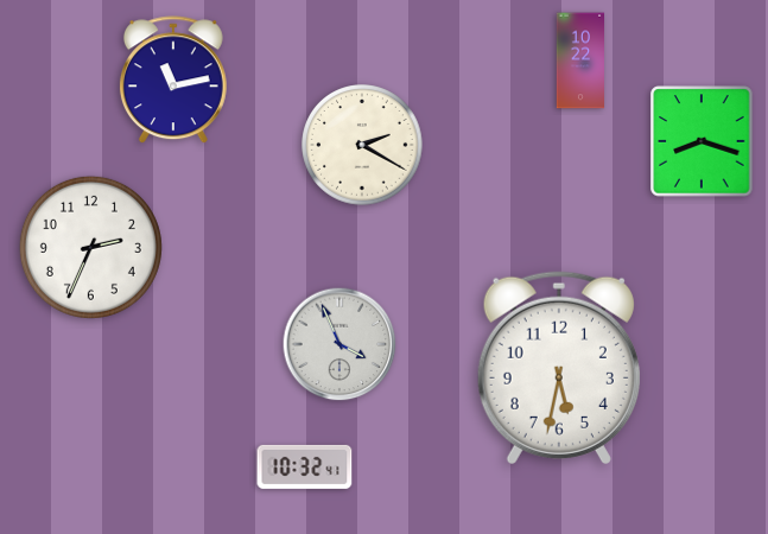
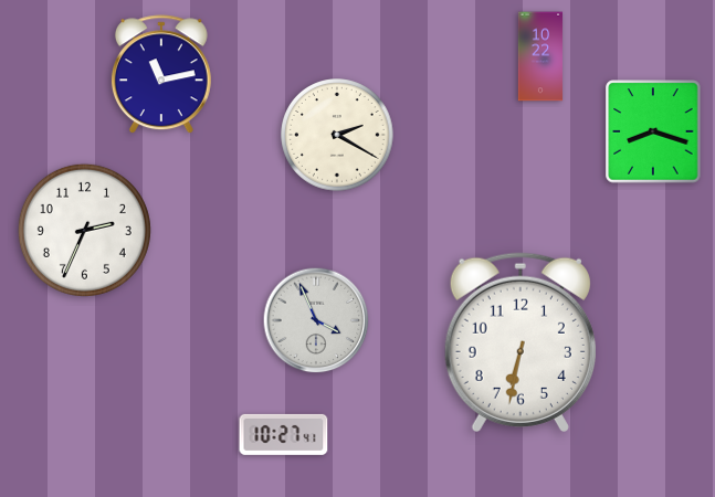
clock at (559, 368): 5:32 -> 6:32
clock at (305, 466): 10:32 -> 10:27
